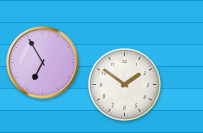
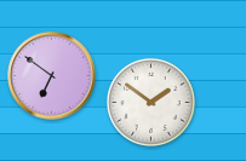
clock at (43, 63): 6:55 -> 6:51
